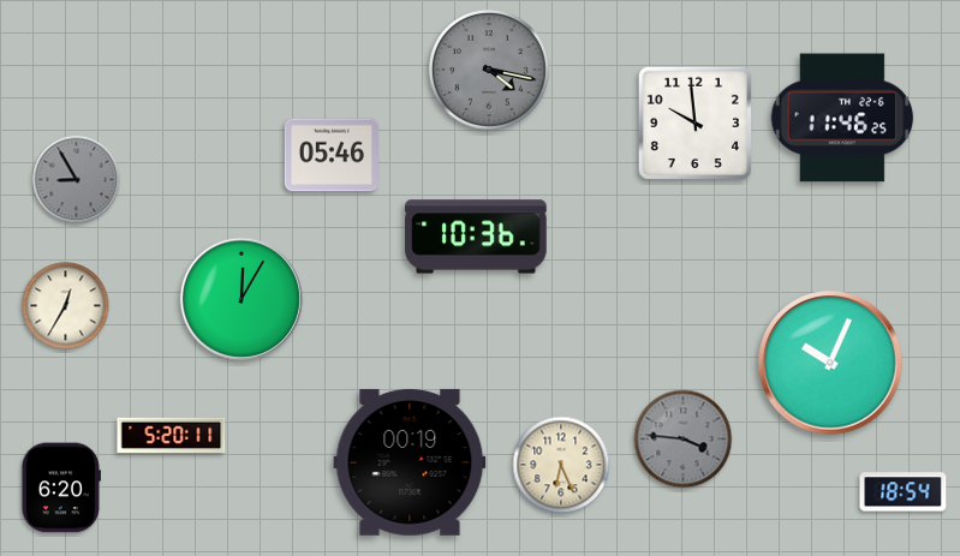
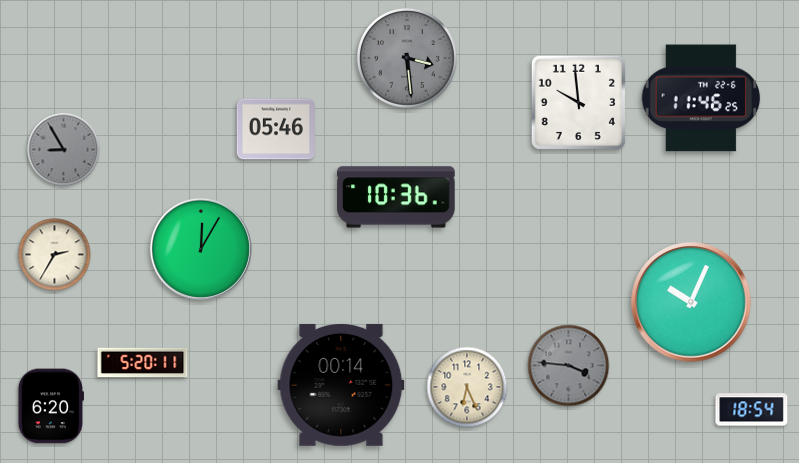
clock at (489, 70): 4:17 -> 3:29
clock at (66, 306): 12:35 -> 2:35
clock at (410, 462): 00:19 -> 00:14
